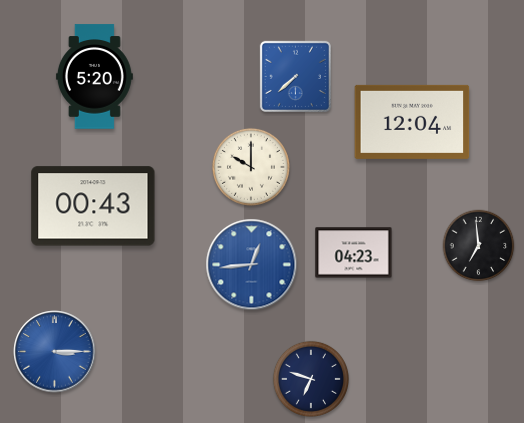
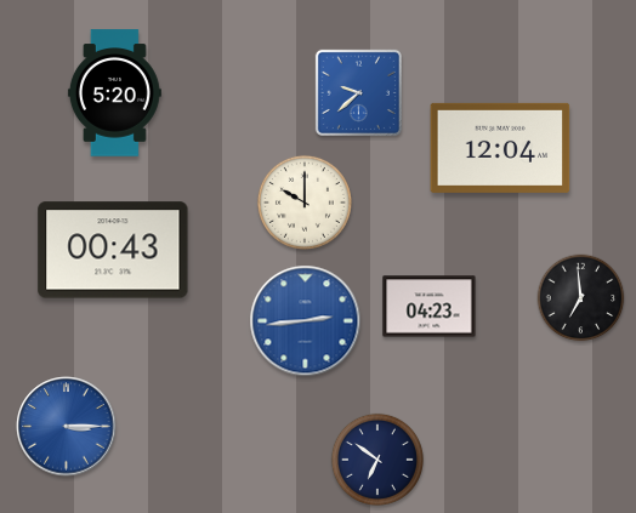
clock at (295, 76): 7:38 -> 9:38
clock at (252, 265): 12:44 -> 2:44
clock at (311, 379): 6:48 -> 6:51
